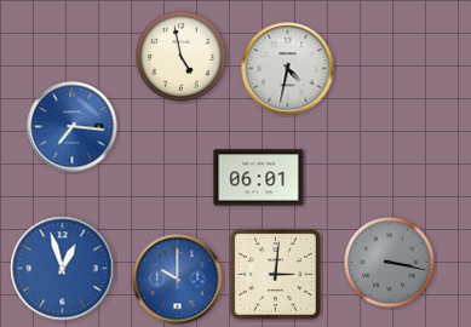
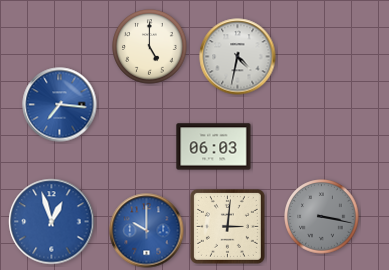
clock at (182, 57): 4:58 -> 5:00
clock at (259, 178): 06:01 -> 06:03
